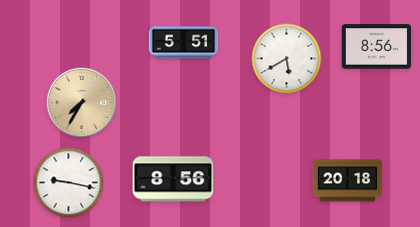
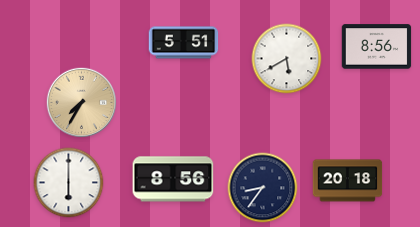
clock at (69, 183): 9:17 -> 6:00
clock at (263, 188): none -> 8:36
